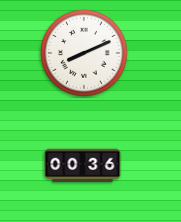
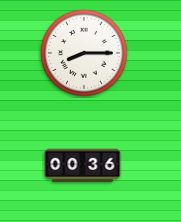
clock at (84, 53): 8:11 -> 8:15
